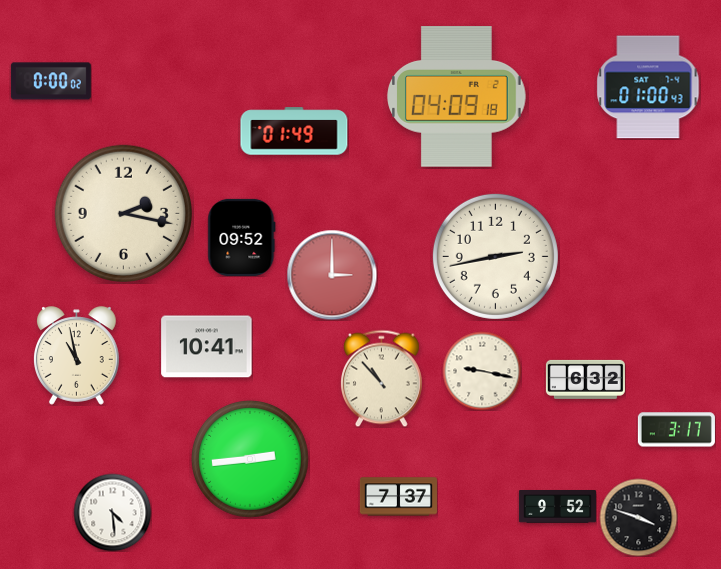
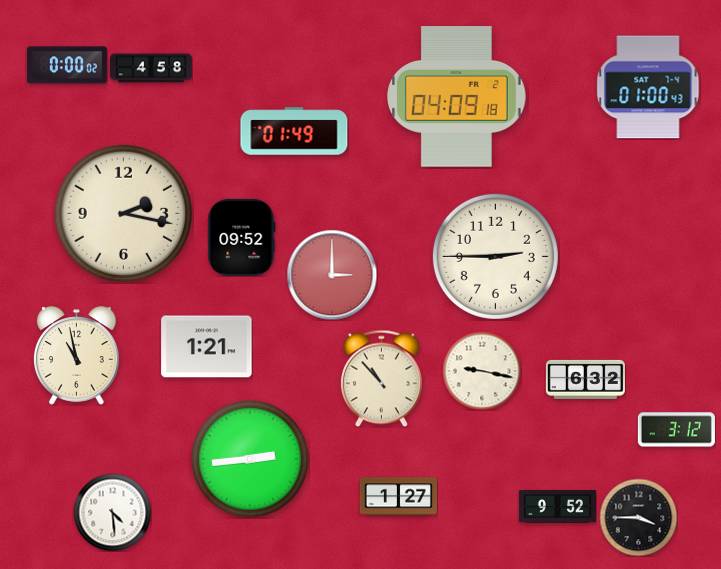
clock at (152, 68): none -> 4:58
clock at (51, 81) position: (51, 81) -> (67, 65)
clock at (495, 256): 2:43 -> 2:45
clock at (207, 347): 10:41 -> 1:21
clock at (676, 430): 3:17 -> 3:12
clock at (398, 497): 7:37 -> 1:27
clock at (638, 517): 3:48 -> 3:45
